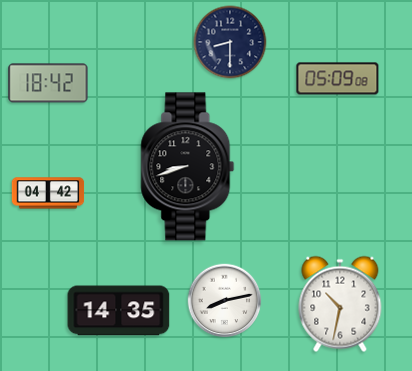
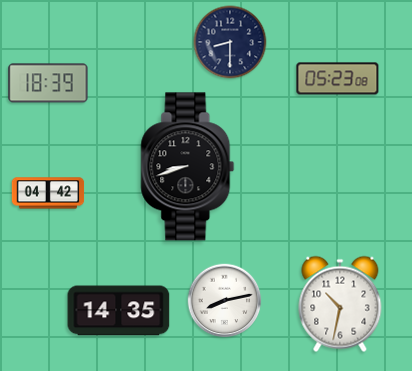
clock at (338, 79): 05:09 -> 05:23
clock at (48, 83): 18:42 -> 18:39
